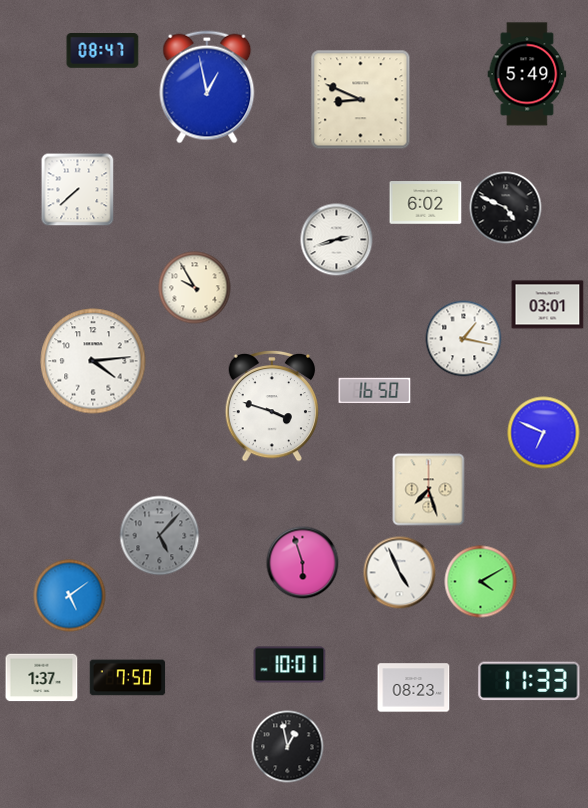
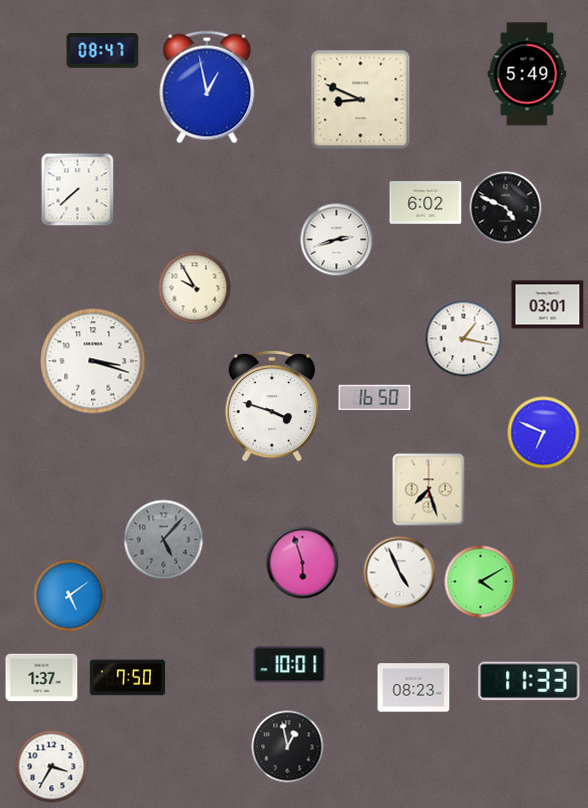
clock at (93, 361): 4:14 -> 3:18
clock at (375, 391) position: (375, 391) -> (375, 398)
clock at (160, 536) position: (160, 536) -> (164, 540)
clock at (52, 767): none -> 3:35
